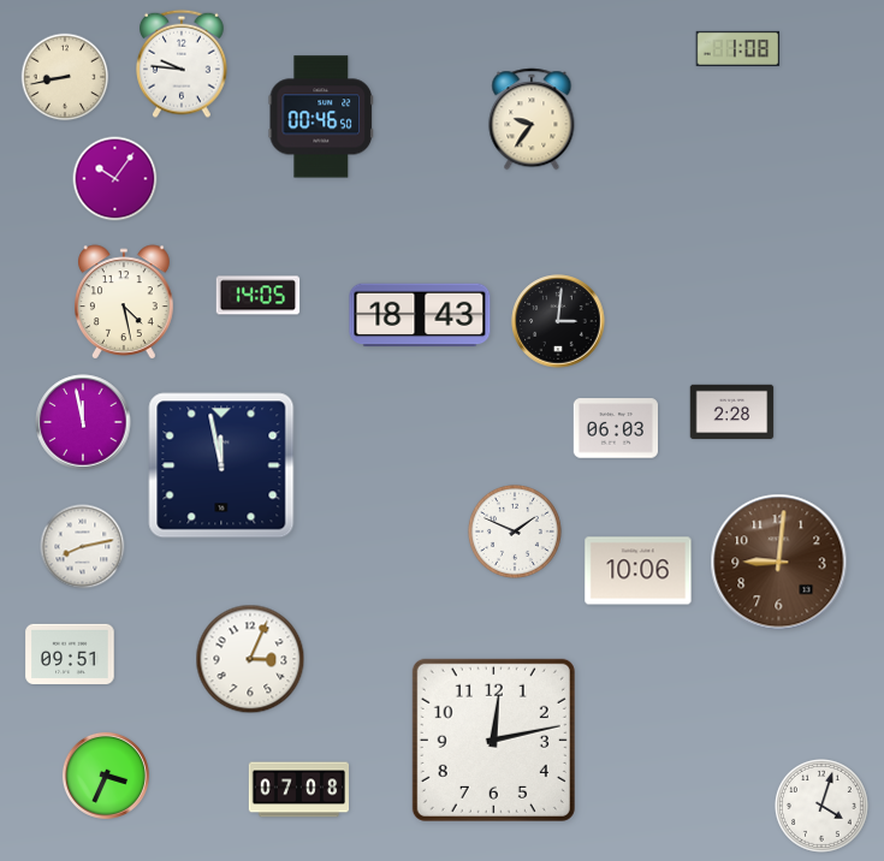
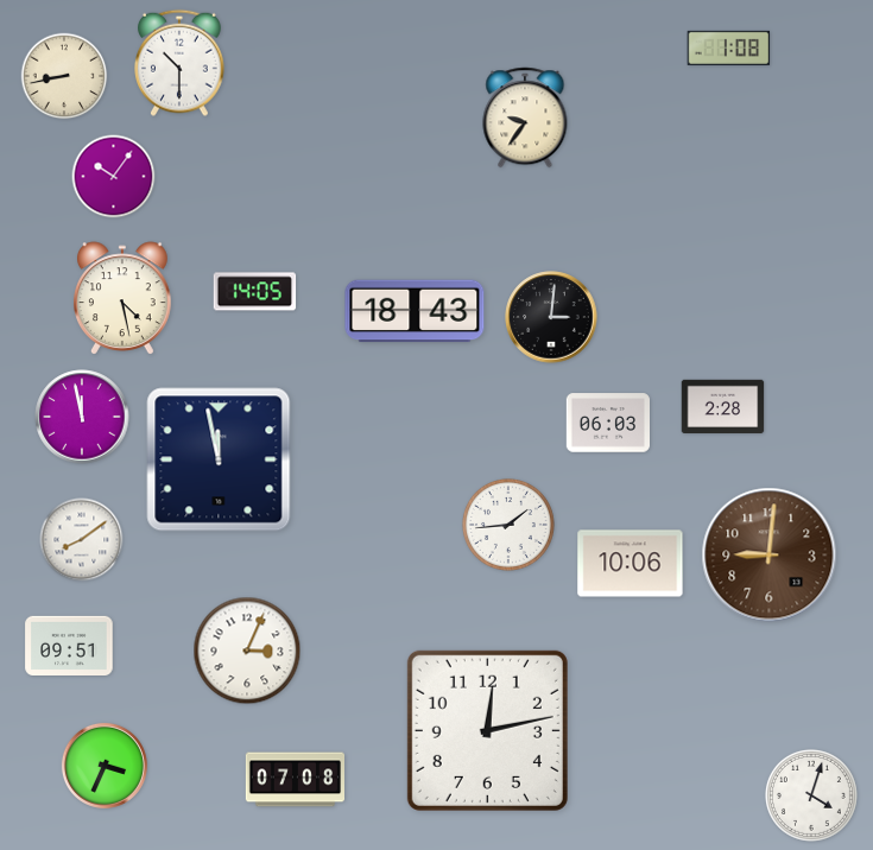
clock at (183, 64): 9:46 -> 10:30
clock at (320, 117): 00:46 -> none
clock at (515, 532): 1:49 -> 1:44
clock at (83, 547): 8:13 -> 8:09
